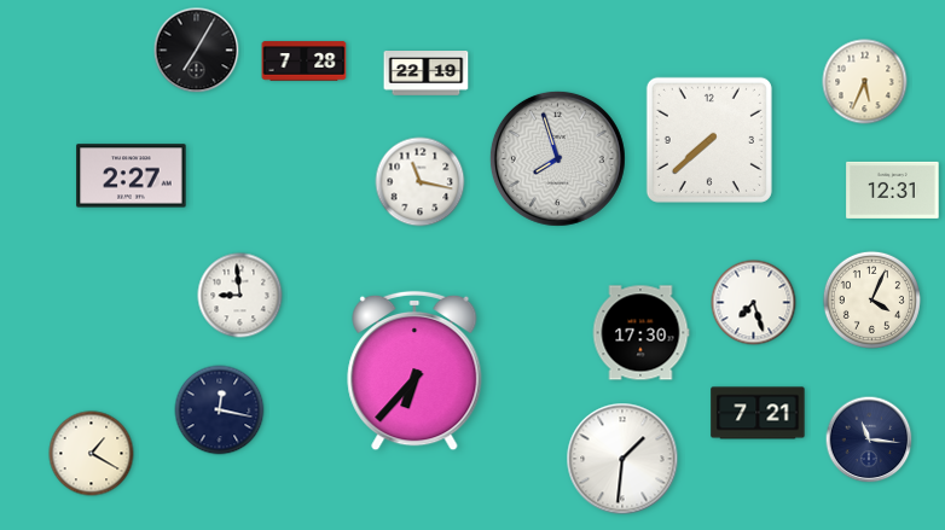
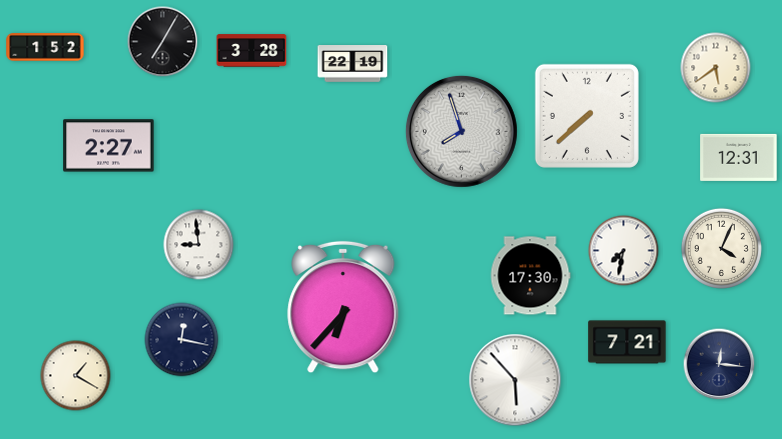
clock at (45, 47): none -> 1:52
clock at (305, 62): 7:28 -> 3:28
clock at (427, 74) position: (427, 74) -> (353, 64)
clock at (865, 82): 5:34 -> 5:39
clock at (421, 182): 11:17 -> none
clock at (754, 303): 7:27 -> 7:32
clock at (869, 439): 11:16 -> 12:16
clock at (622, 459): 1:31 -> 5:53
